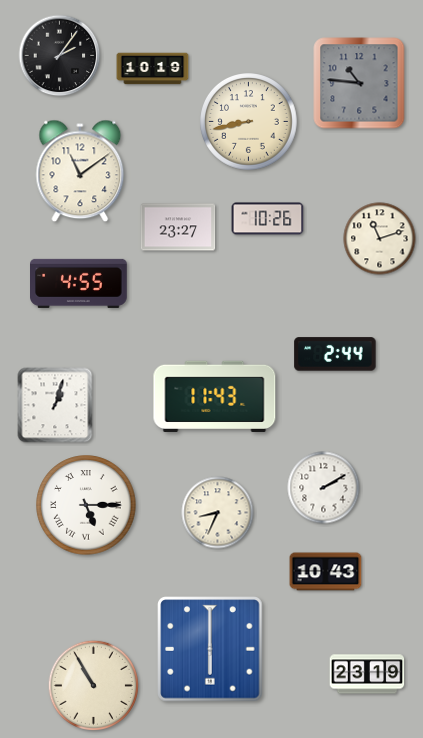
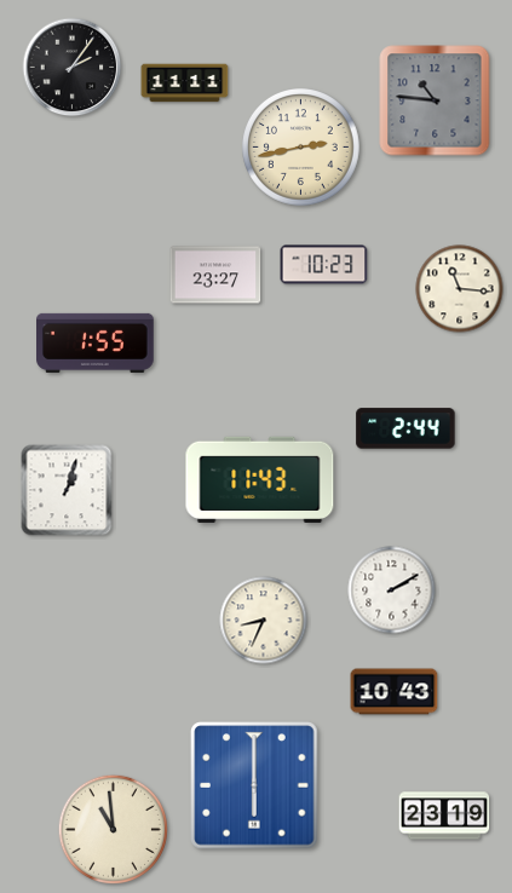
clock at (153, 69): 10:19 -> 11:11
clock at (249, 122): 8:43 -> 2:43
clock at (80, 171): 11:09 -> none
clock at (268, 219): 10:26 -> 10:23
clock at (380, 239): 11:12 -> 11:16
clock at (79, 283): 4:55 -> 1:55
clock at (86, 505): 5:15 -> none
clock at (93, 685): 10:55 -> 10:59
